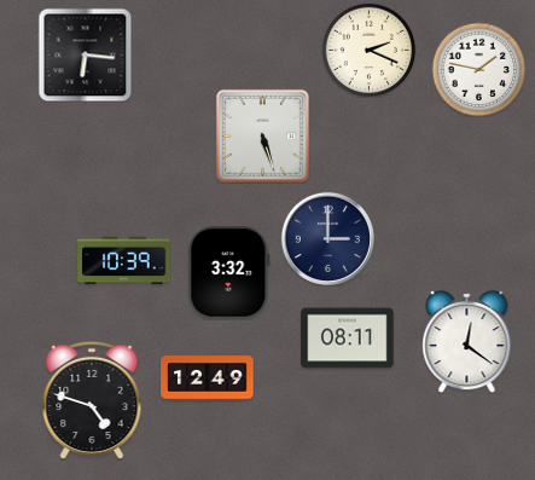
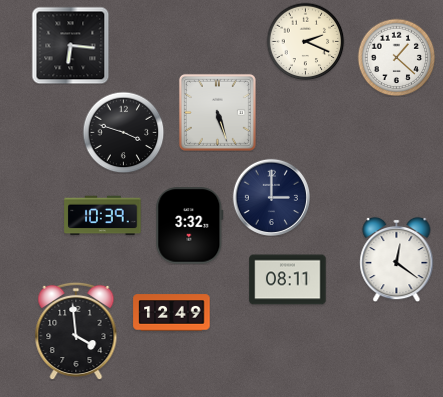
clock at (478, 69): 1:47 -> 1:22
clock at (123, 132): none -> 3:48
clock at (467, 341) position: (467, 341) -> (397, 259)
clock at (92, 400): 4:48 -> 3:59
